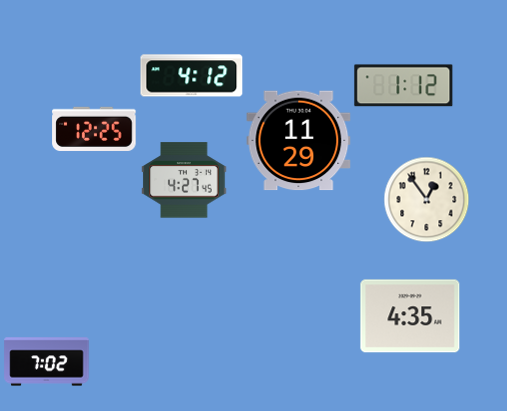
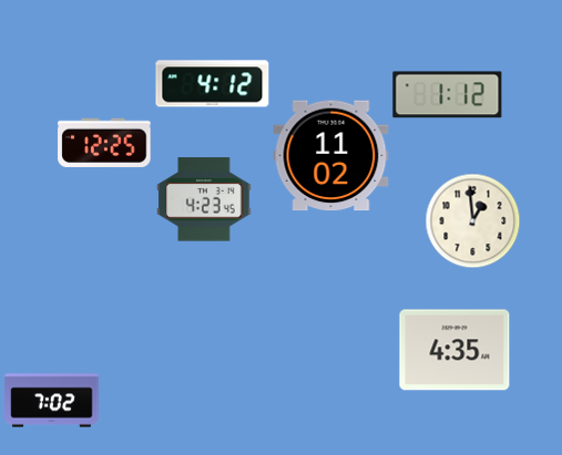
clock at (299, 141): 11:29 -> 11:02
clock at (184, 180): 4:27 -> 4:23
clock at (426, 199): 12:54 -> 12:59
